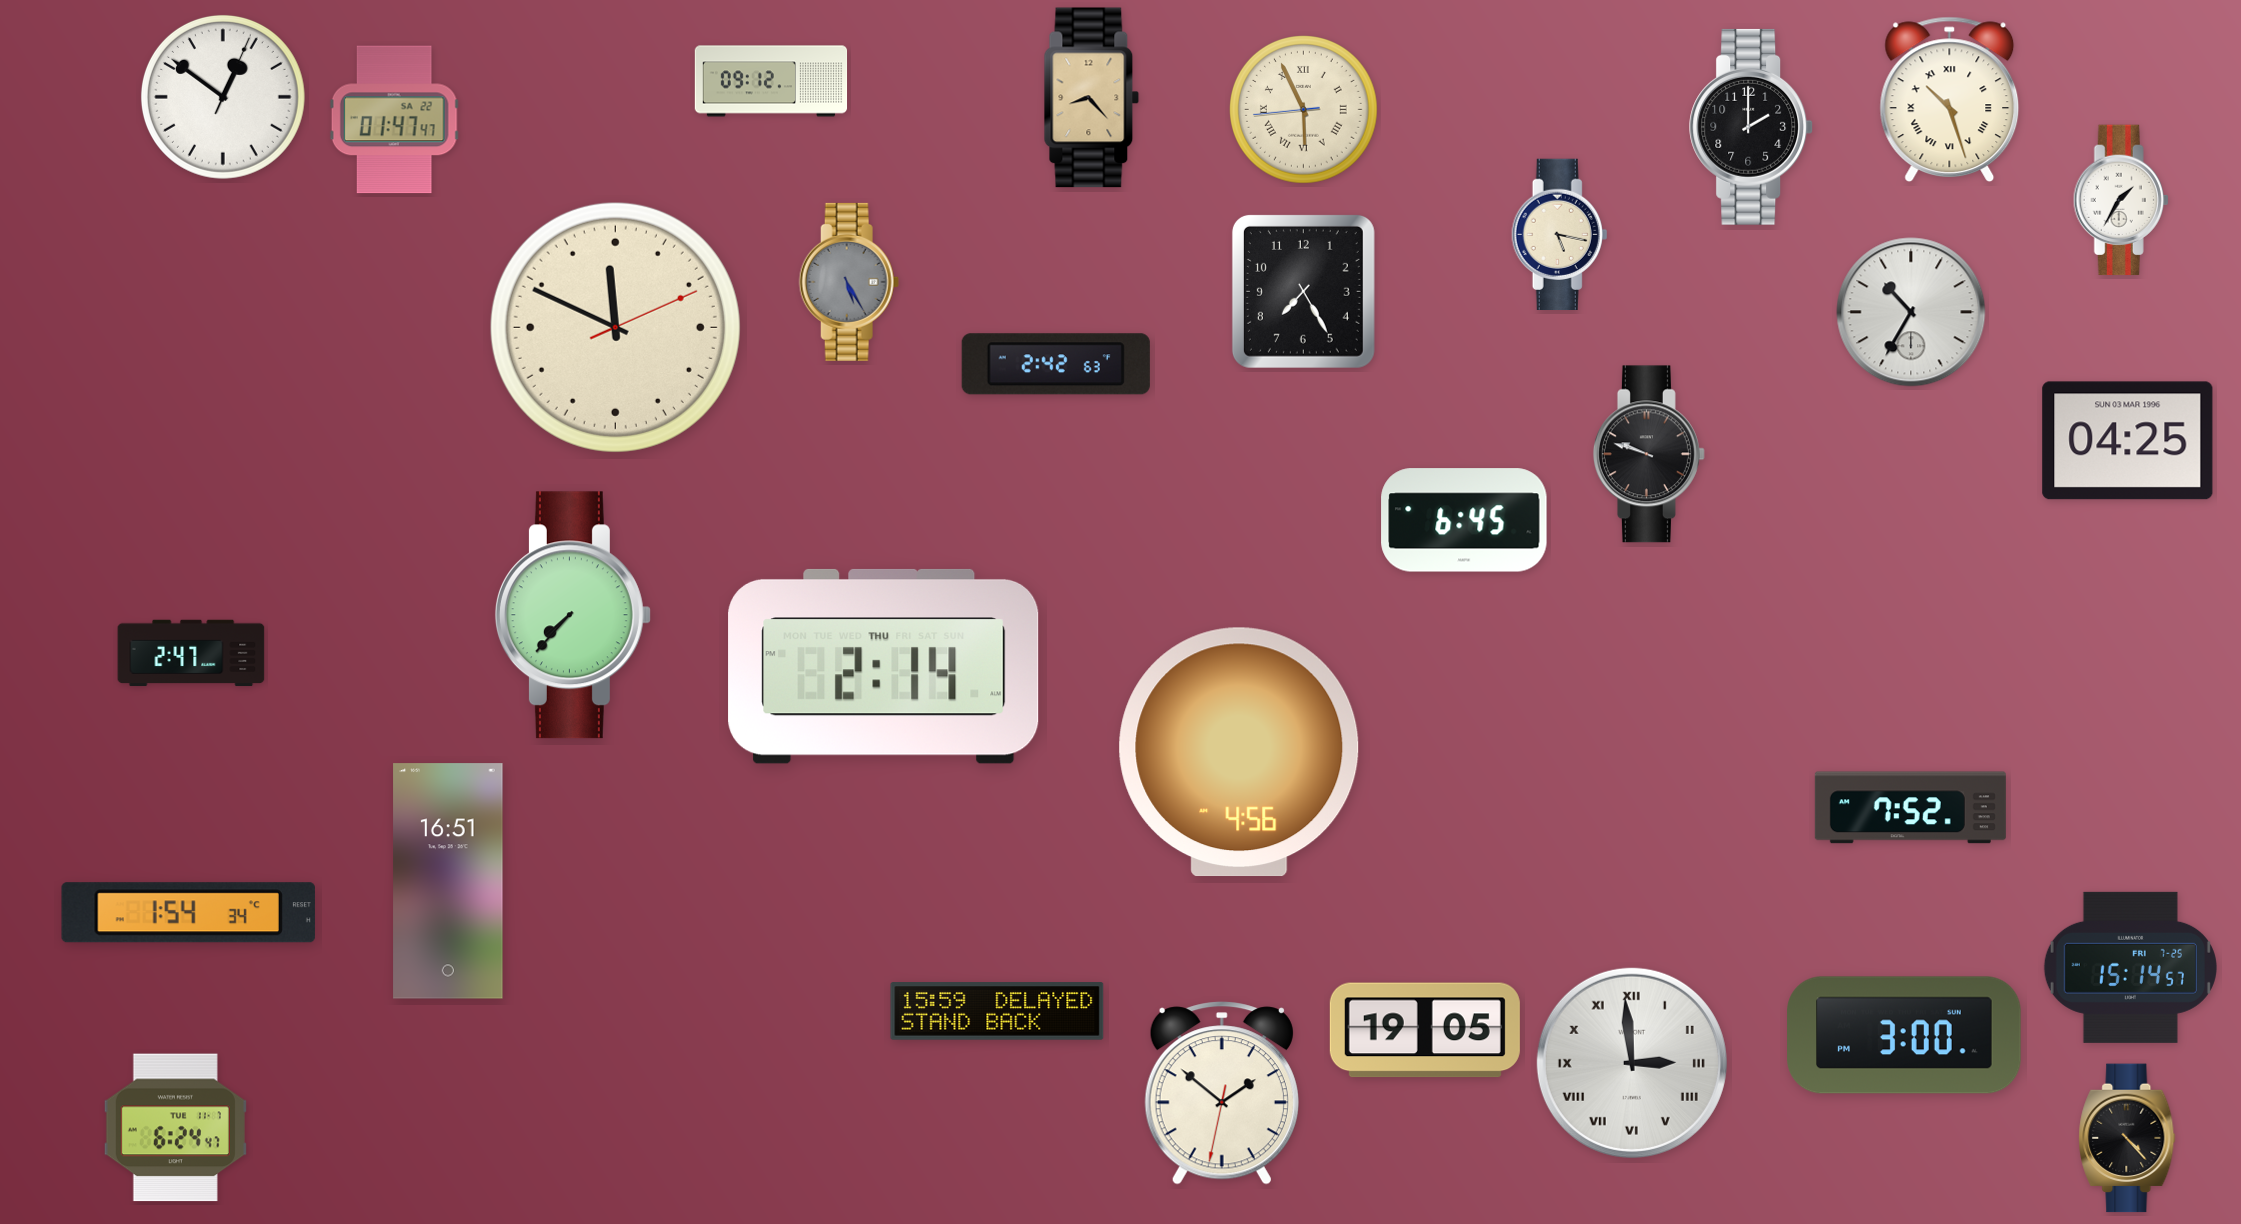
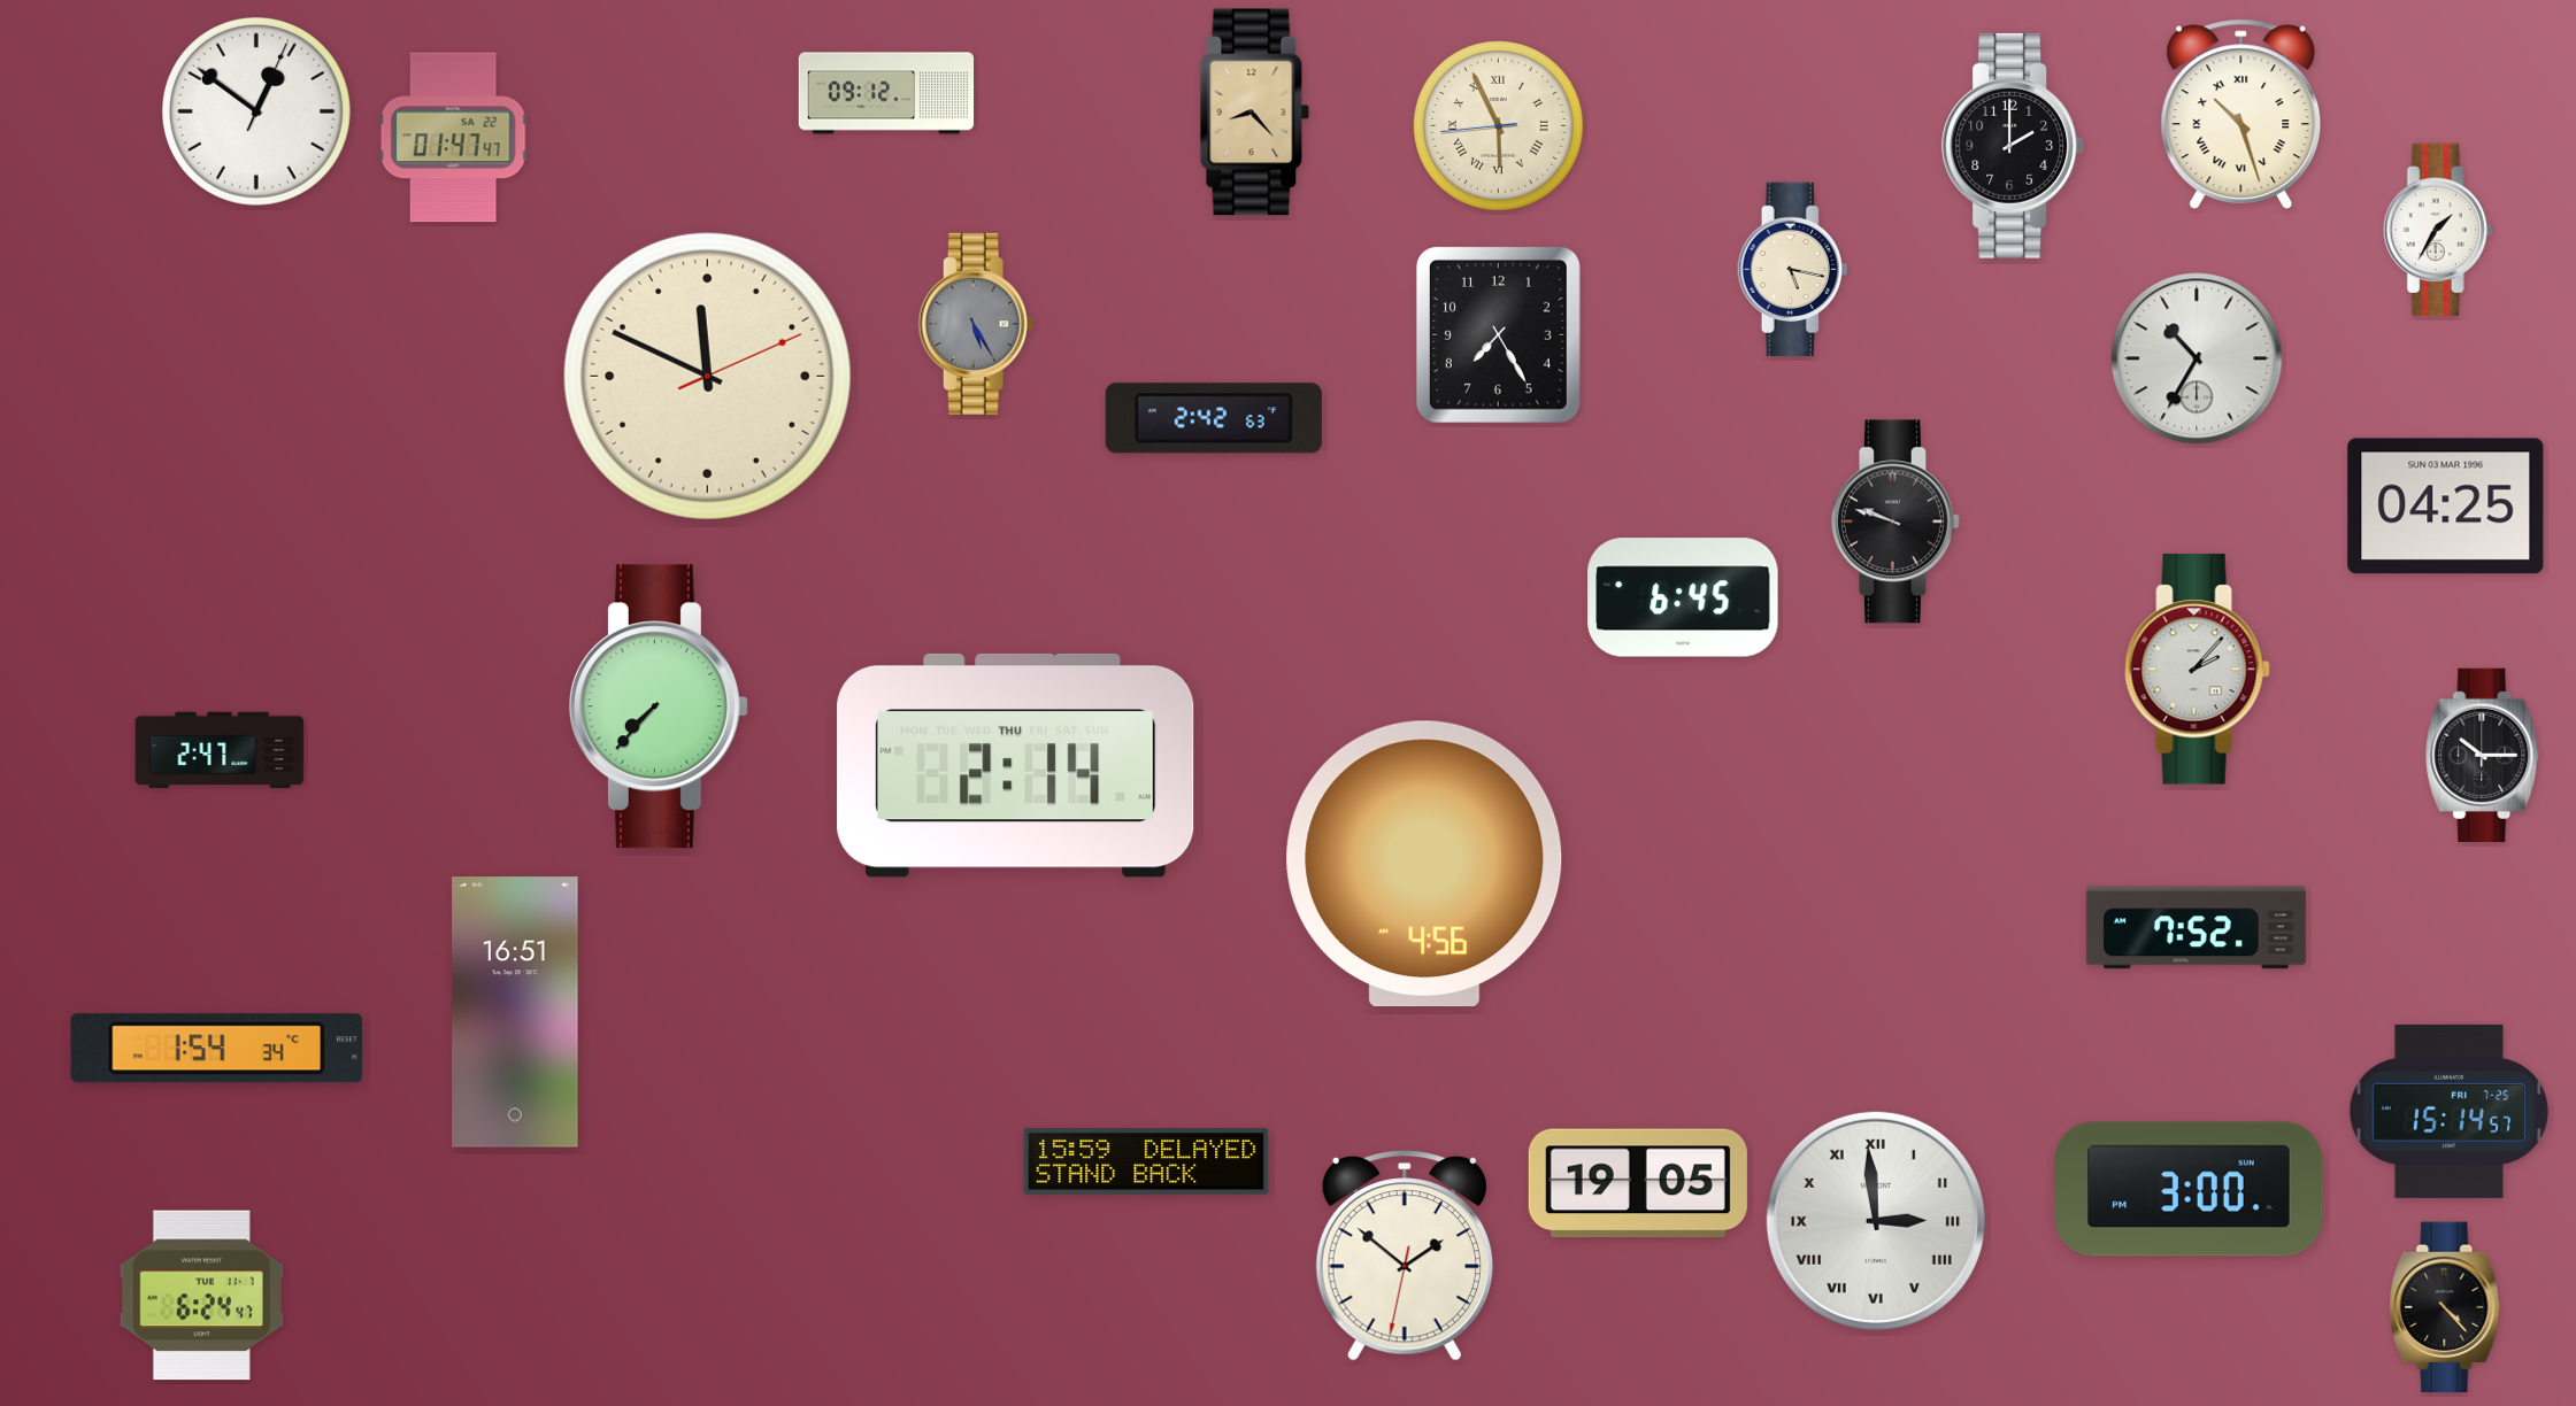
clock at (2197, 670): none -> 2:07
clock at (2483, 755): none -> 10:15
